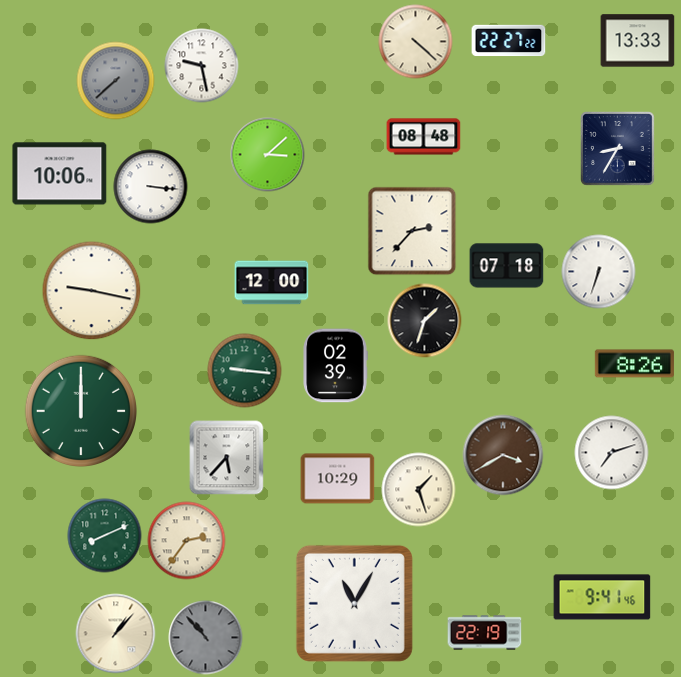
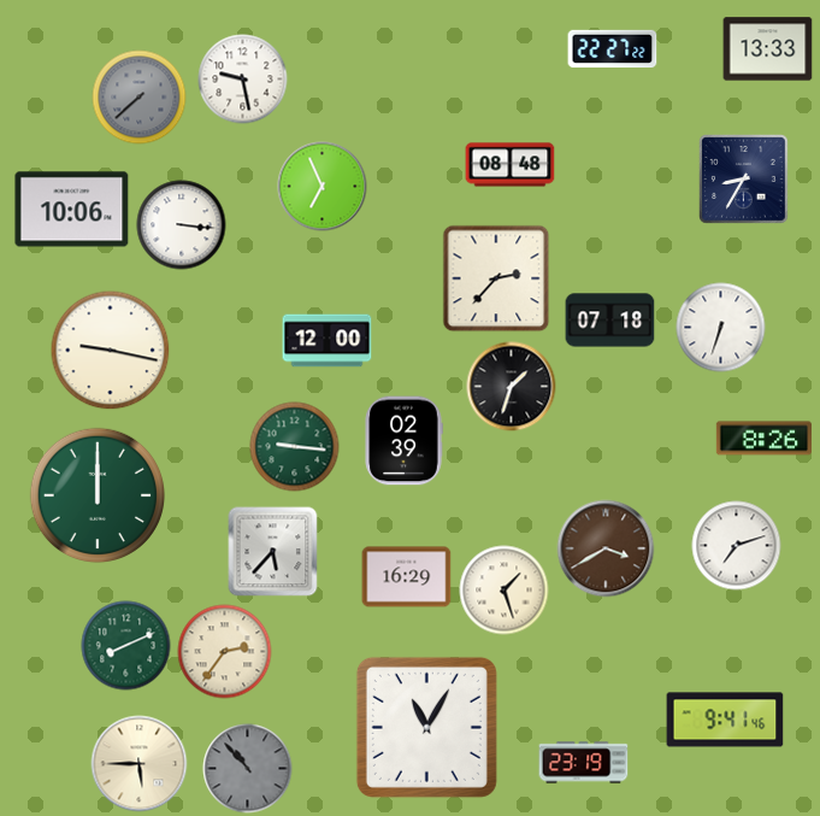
clock at (416, 42): 4:22 -> none
clock at (268, 155): 3:08 -> 6:56
clock at (338, 479): 10:29 -> 16:29
clock at (485, 633): 22:19 -> 23:19
clock at (116, 634): 1:07 -> 5:45
